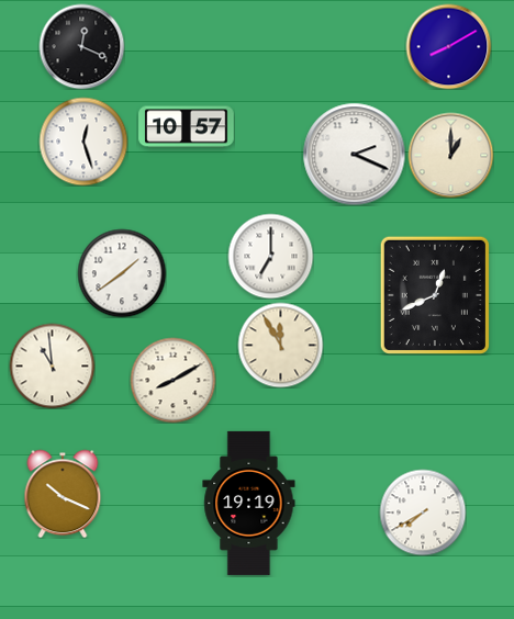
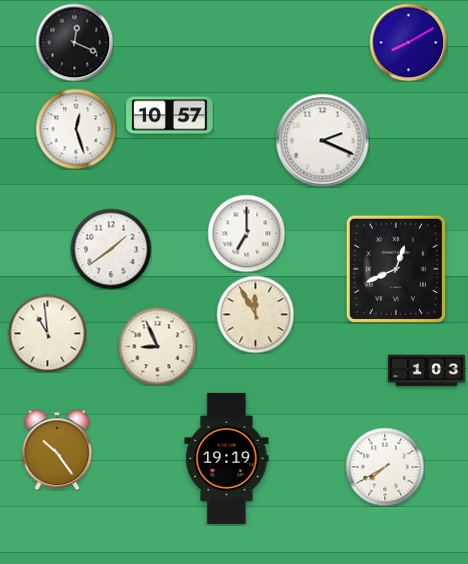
clock at (450, 155): 1:00 -> none
clock at (172, 380): 8:10 -> 8:56
clock at (426, 371): none -> 1:03
clock at (63, 494): 10:19 -> 10:24
